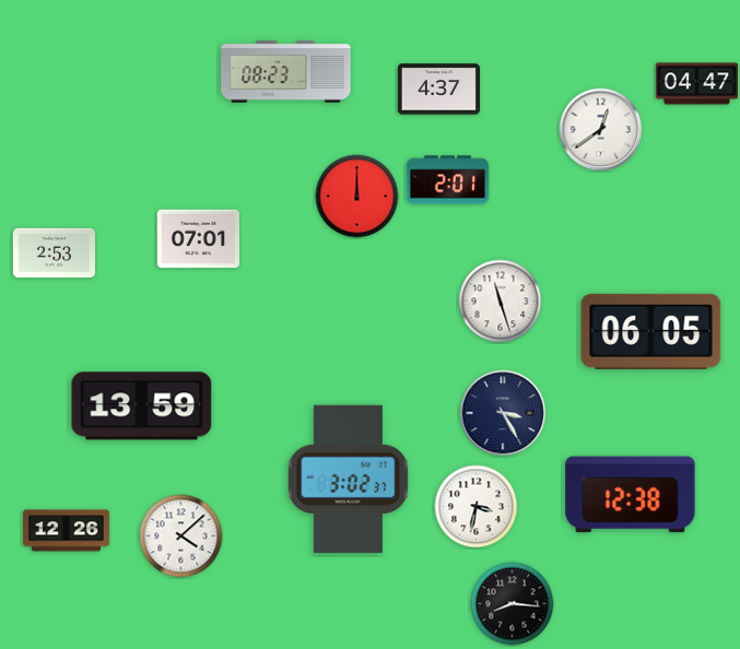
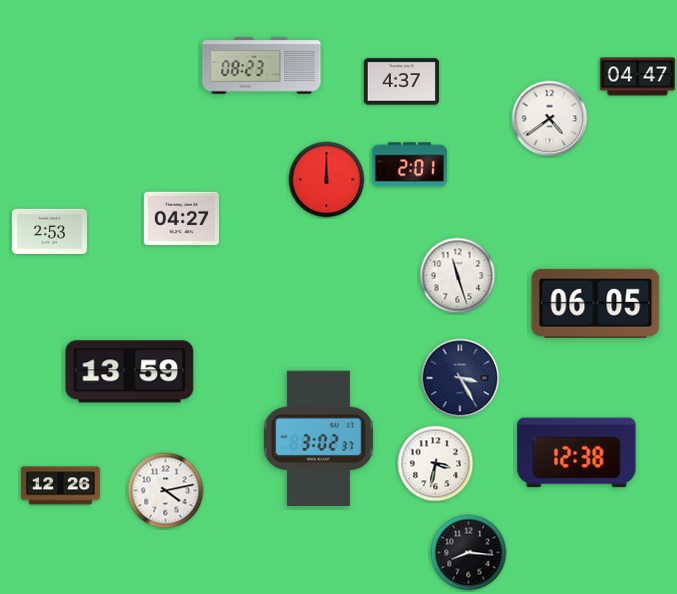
clock at (601, 130): 12:39 -> 4:39
clock at (198, 239): 07:01 -> 04:27
clock at (181, 536): 4:08 -> 4:13
